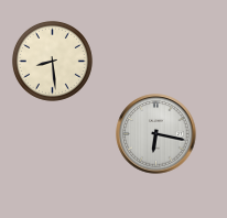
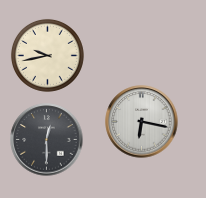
clock at (52, 61): 8:29 -> 9:43
clock at (47, 140): none -> 12:30
